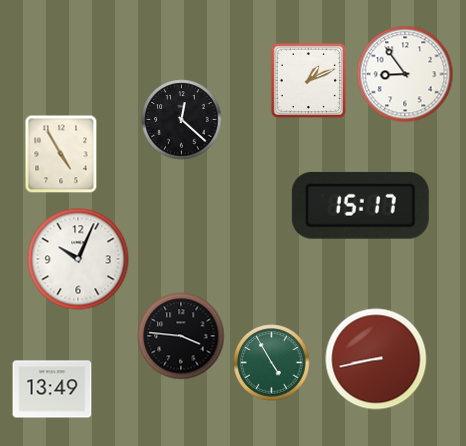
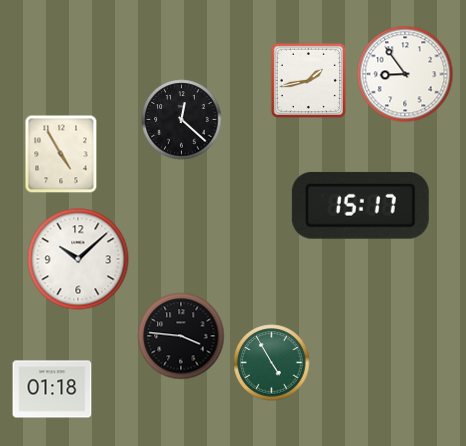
clock at (308, 80): 1:11 -> 1:43
clock at (78, 259): 10:04 -> 10:08
clock at (376, 359): 8:43 -> none
clock at (52, 389): 13:49 -> 01:18
